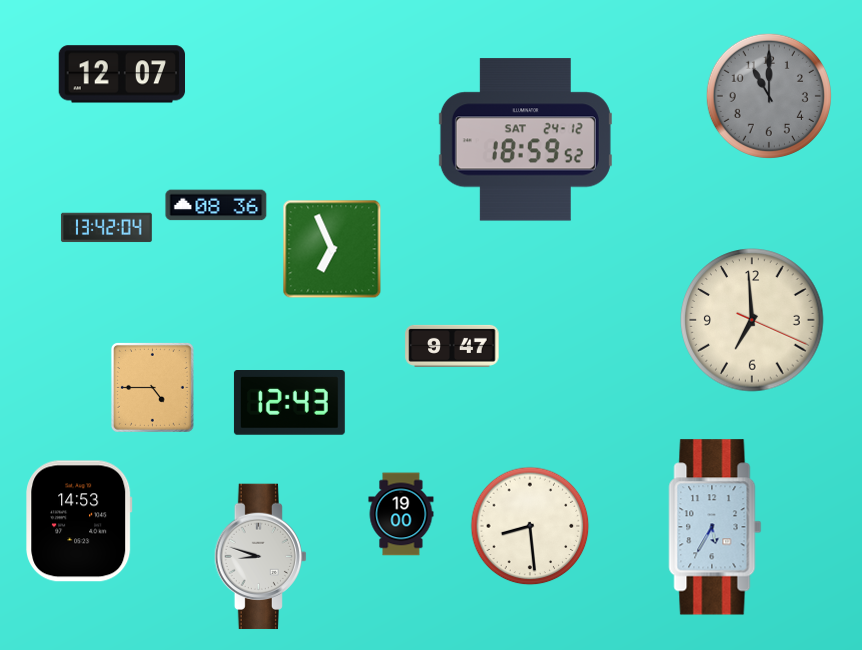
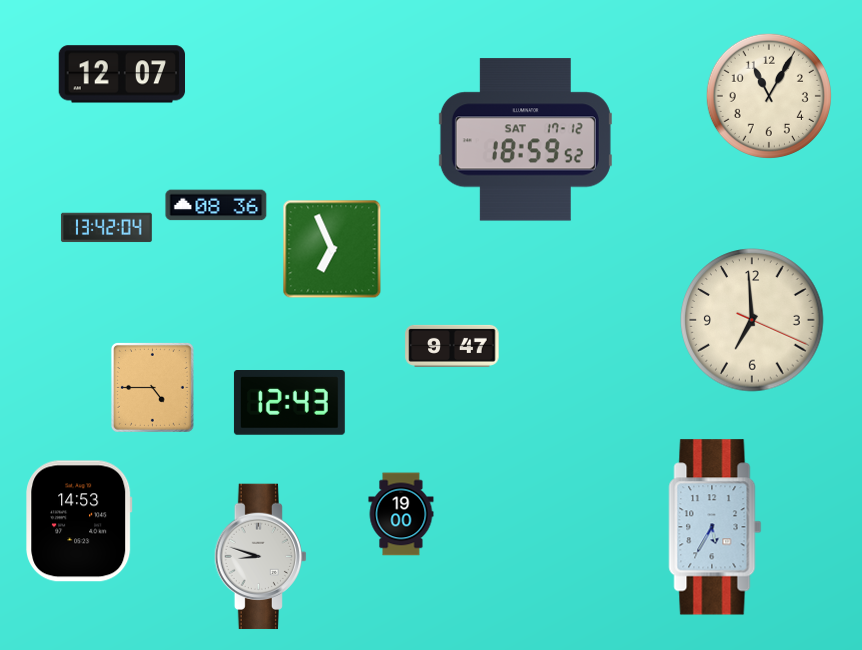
clock at (769, 96): 11:00 -> 11:05
clock at (769, 96) dial: grey -> cream
clock at (525, 140) date: SAT 24-12 -> SAT 17-12
clock at (530, 526): 8:29 -> none
